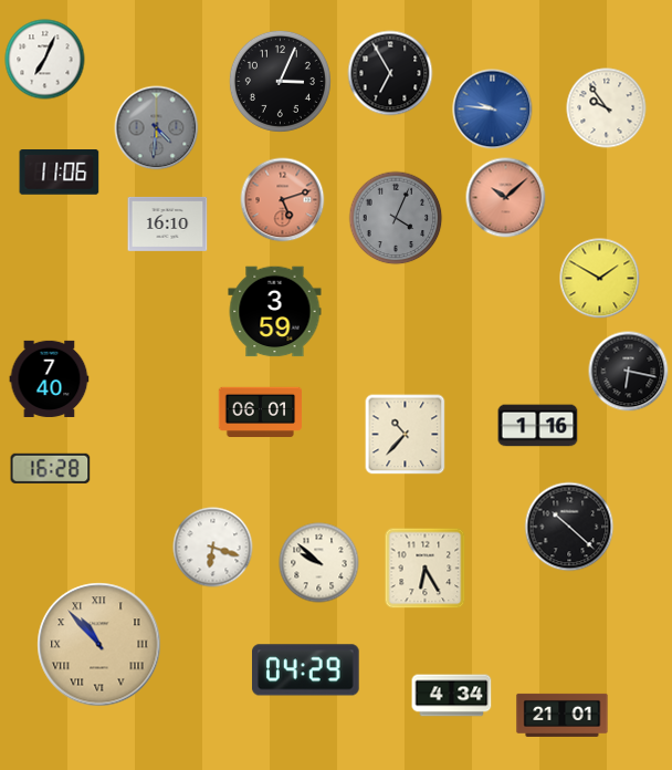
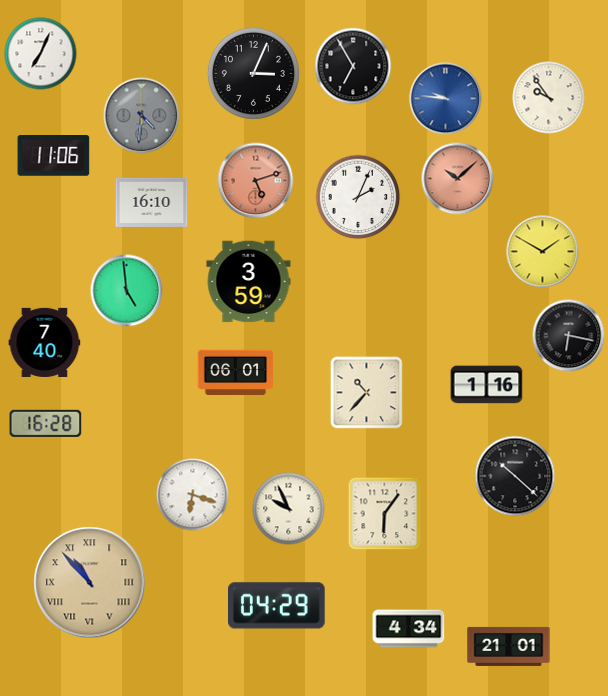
clock at (396, 218): 4:04 -> 2:04
clock at (396, 218) dial: grey -> white
clock at (127, 291): none -> 4:59
clock at (319, 563): 9:52 -> 9:56
clock at (426, 569): 6:25 -> 6:06
